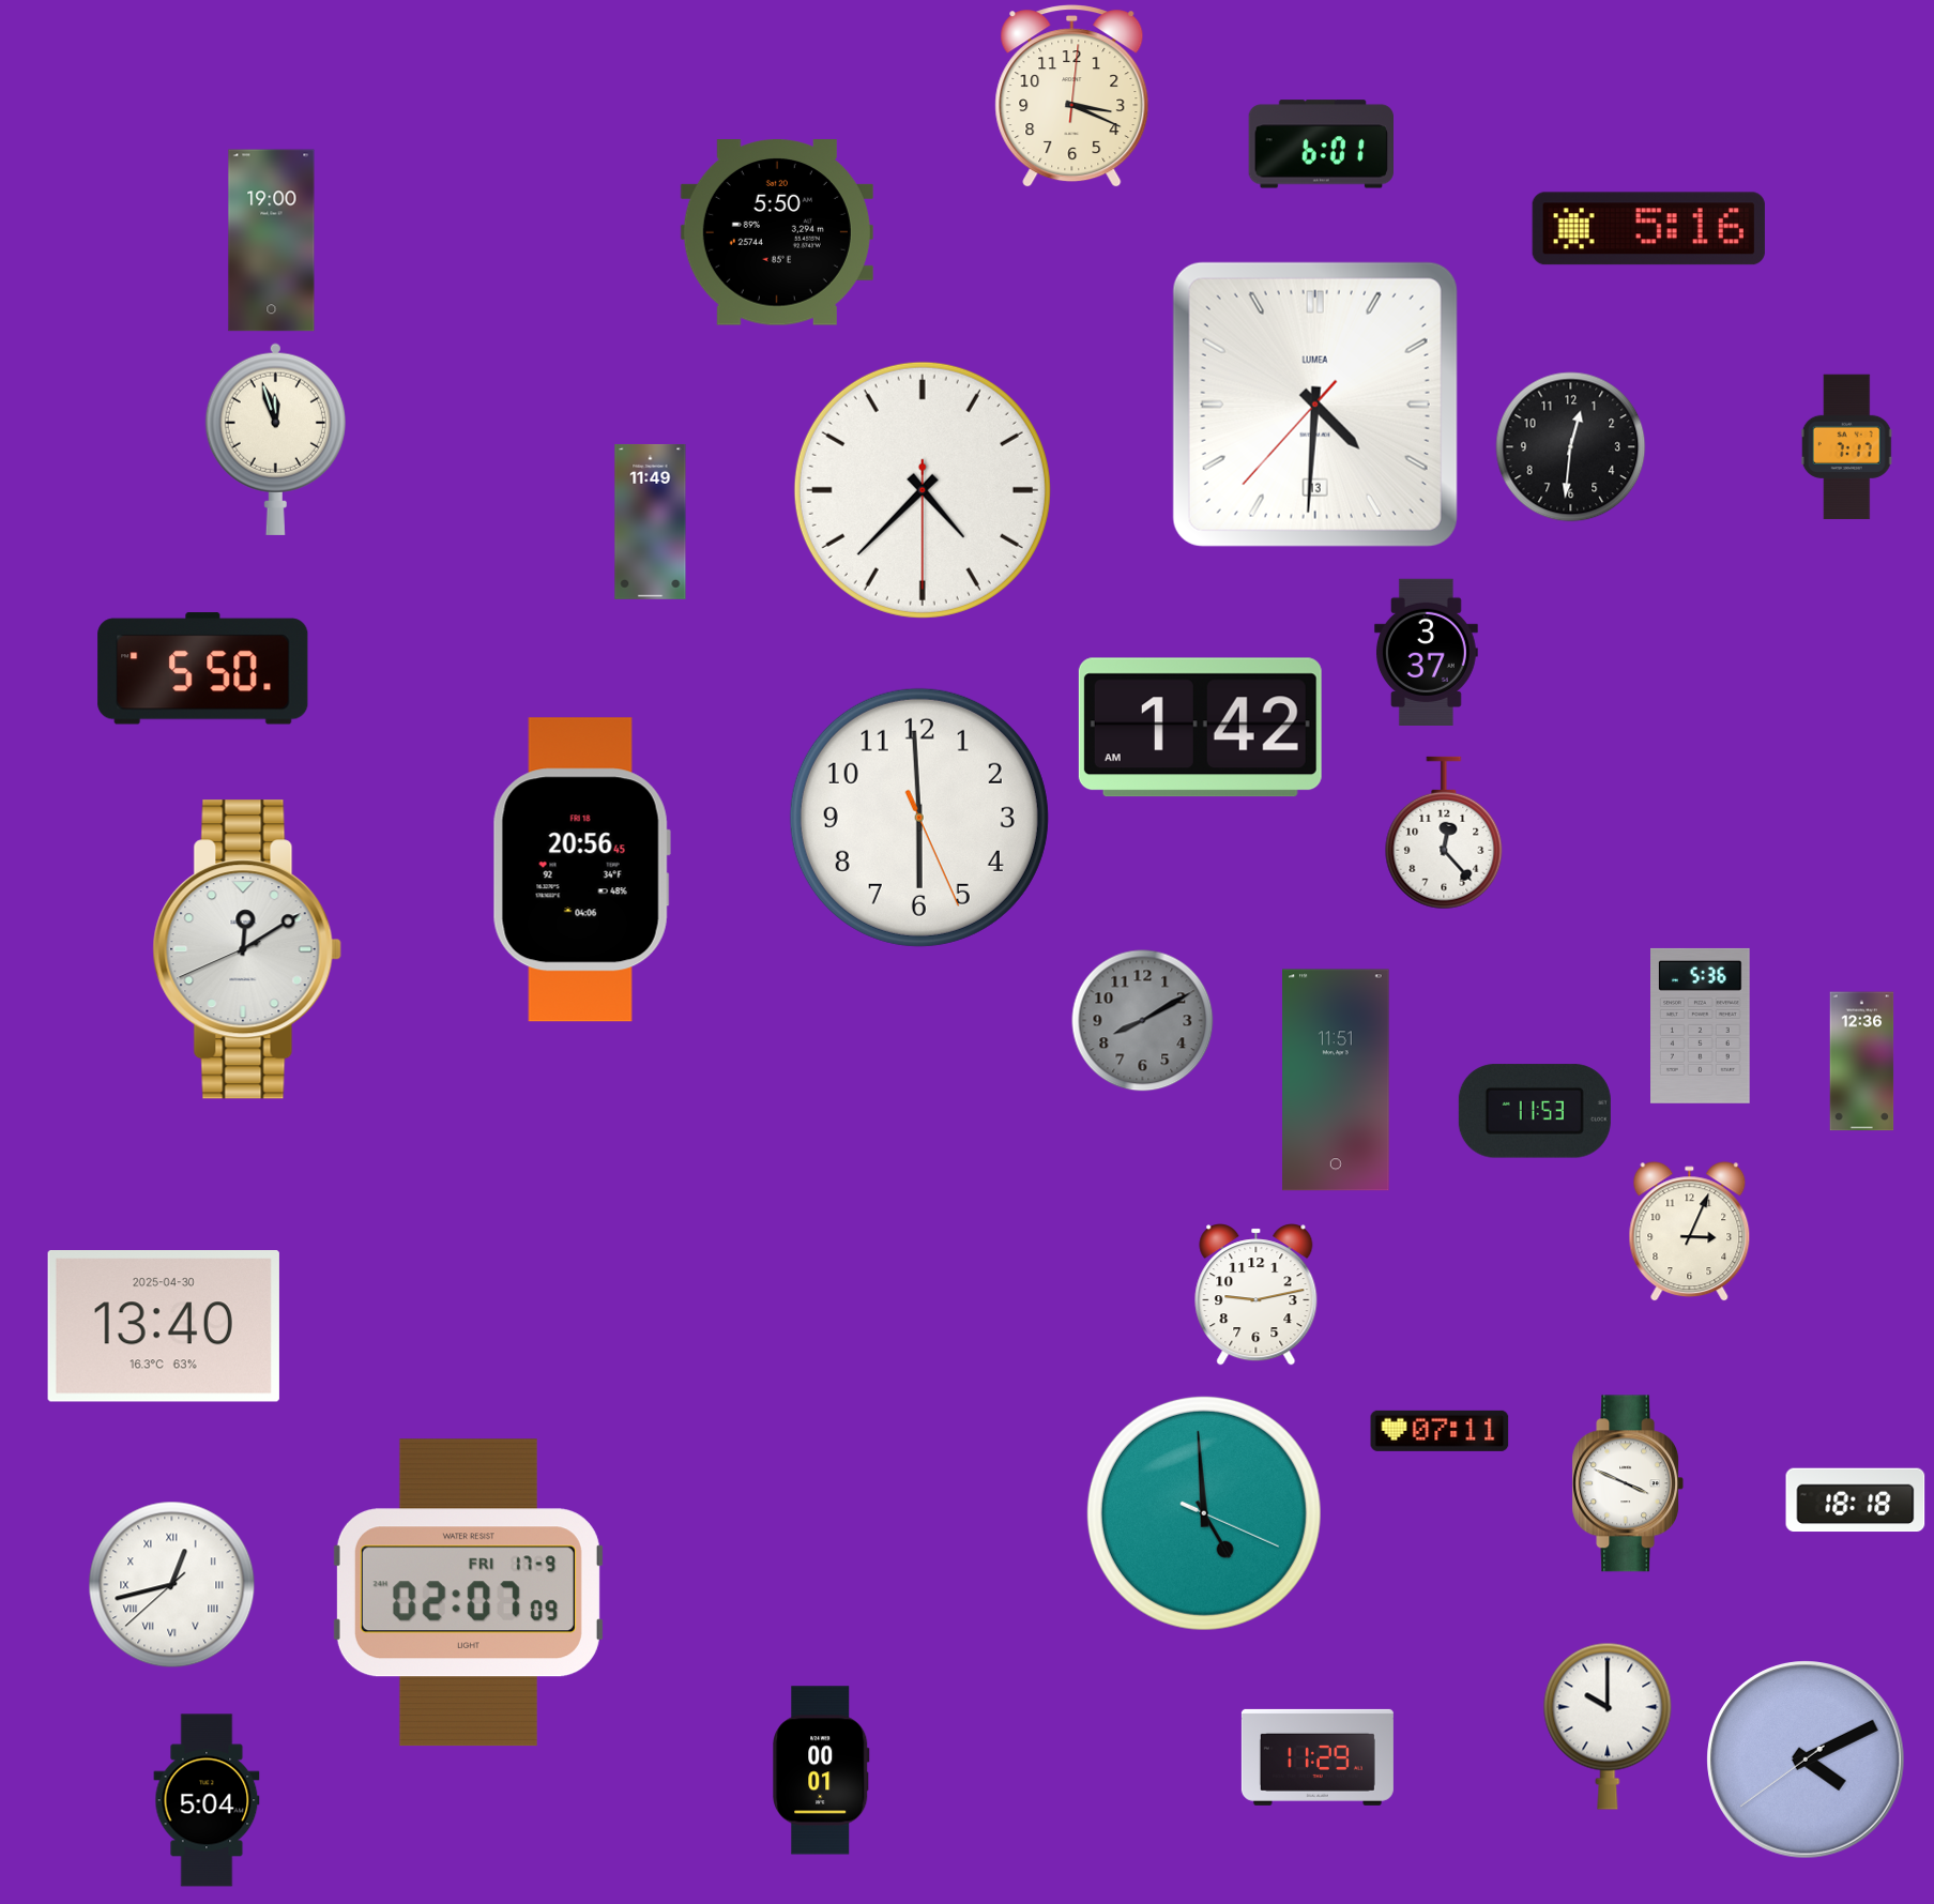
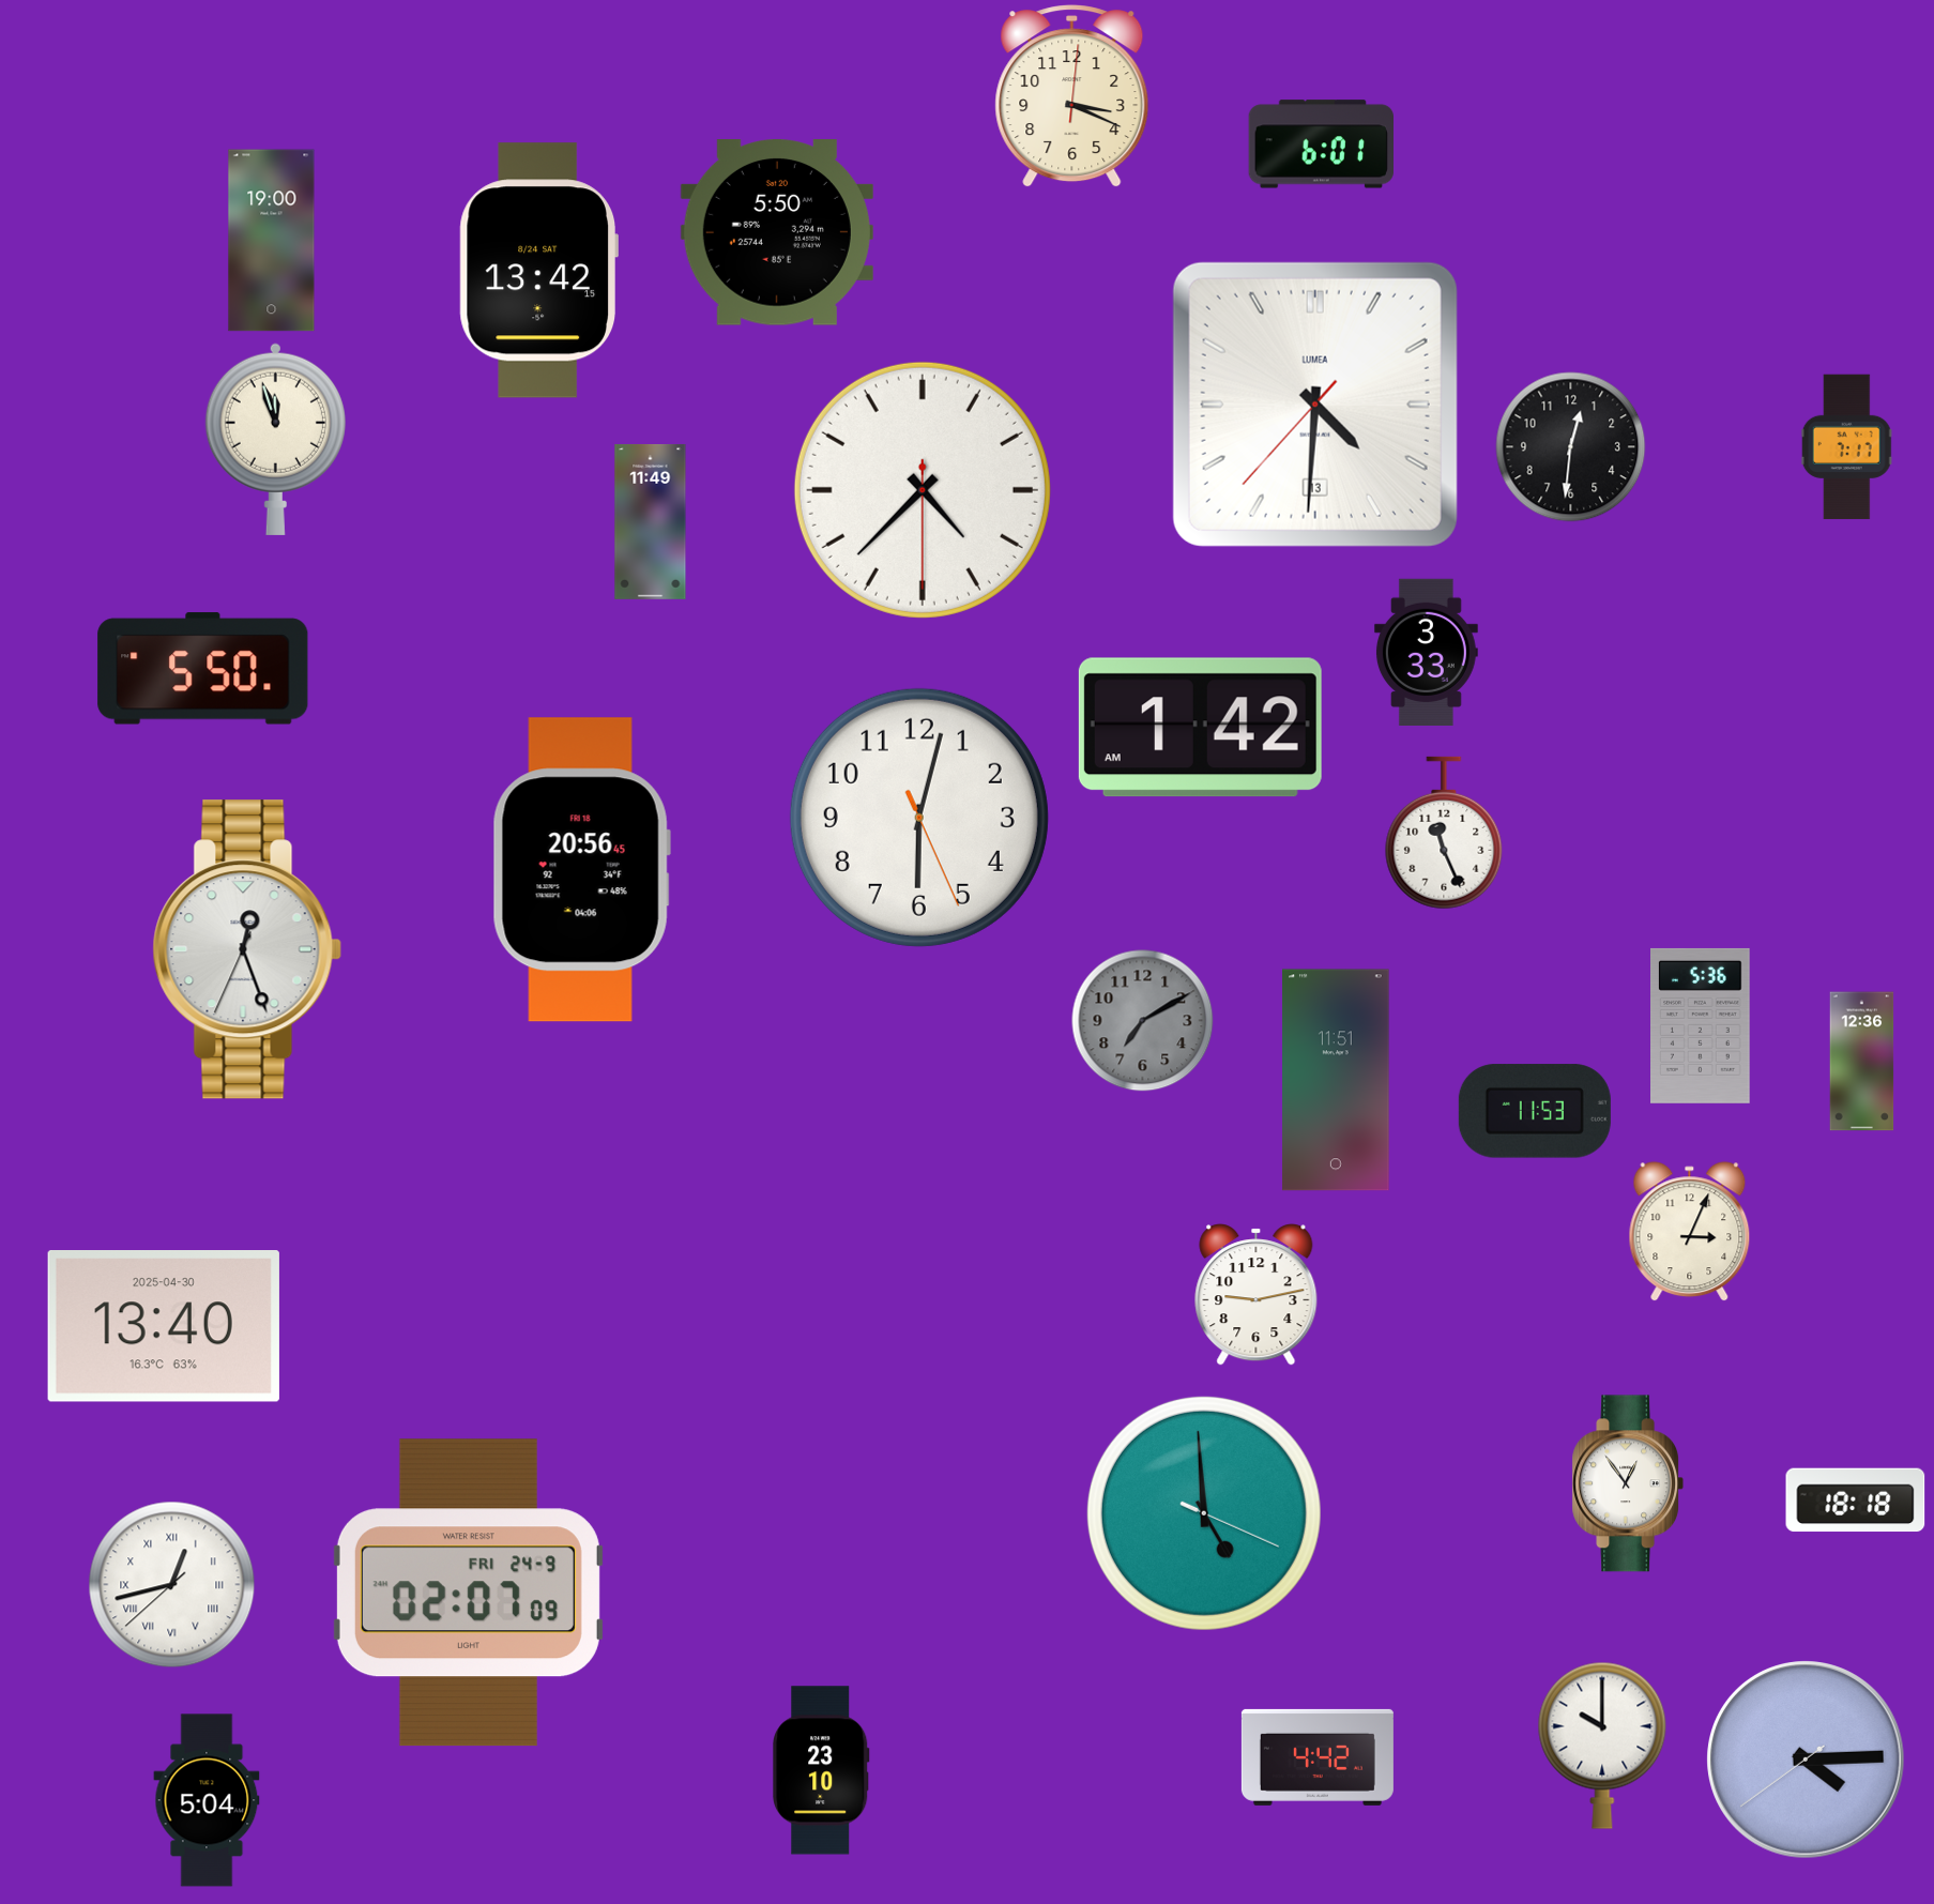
clock at (1648, 229): 5:16 -> none
clock at (538, 271): none -> 13:42
clock at (1426, 652): 3:37 -> 3:33
clock at (919, 818): 5:59 -> 6:02
clock at (1444, 833): 12:23 -> 11:26
clock at (247, 949): 12:09 -> 12:26
clock at (1143, 1021): 8:10 -> 7:10
clock at (1440, 1431): 07:11 -> none
clock at (1628, 1483): 3:49 -> 12:54
clock at (468, 1593) date: FRI 17-9 -> FRI 24-9
clock at (1608, 1726) position: (1608, 1726) -> (1602, 1746)
clock at (1318, 1757): 11:29 -> 4:42
clock at (1806, 1760): 4:10 -> 4:14
clock at (822, 1770): 00:01 -> 23:10
